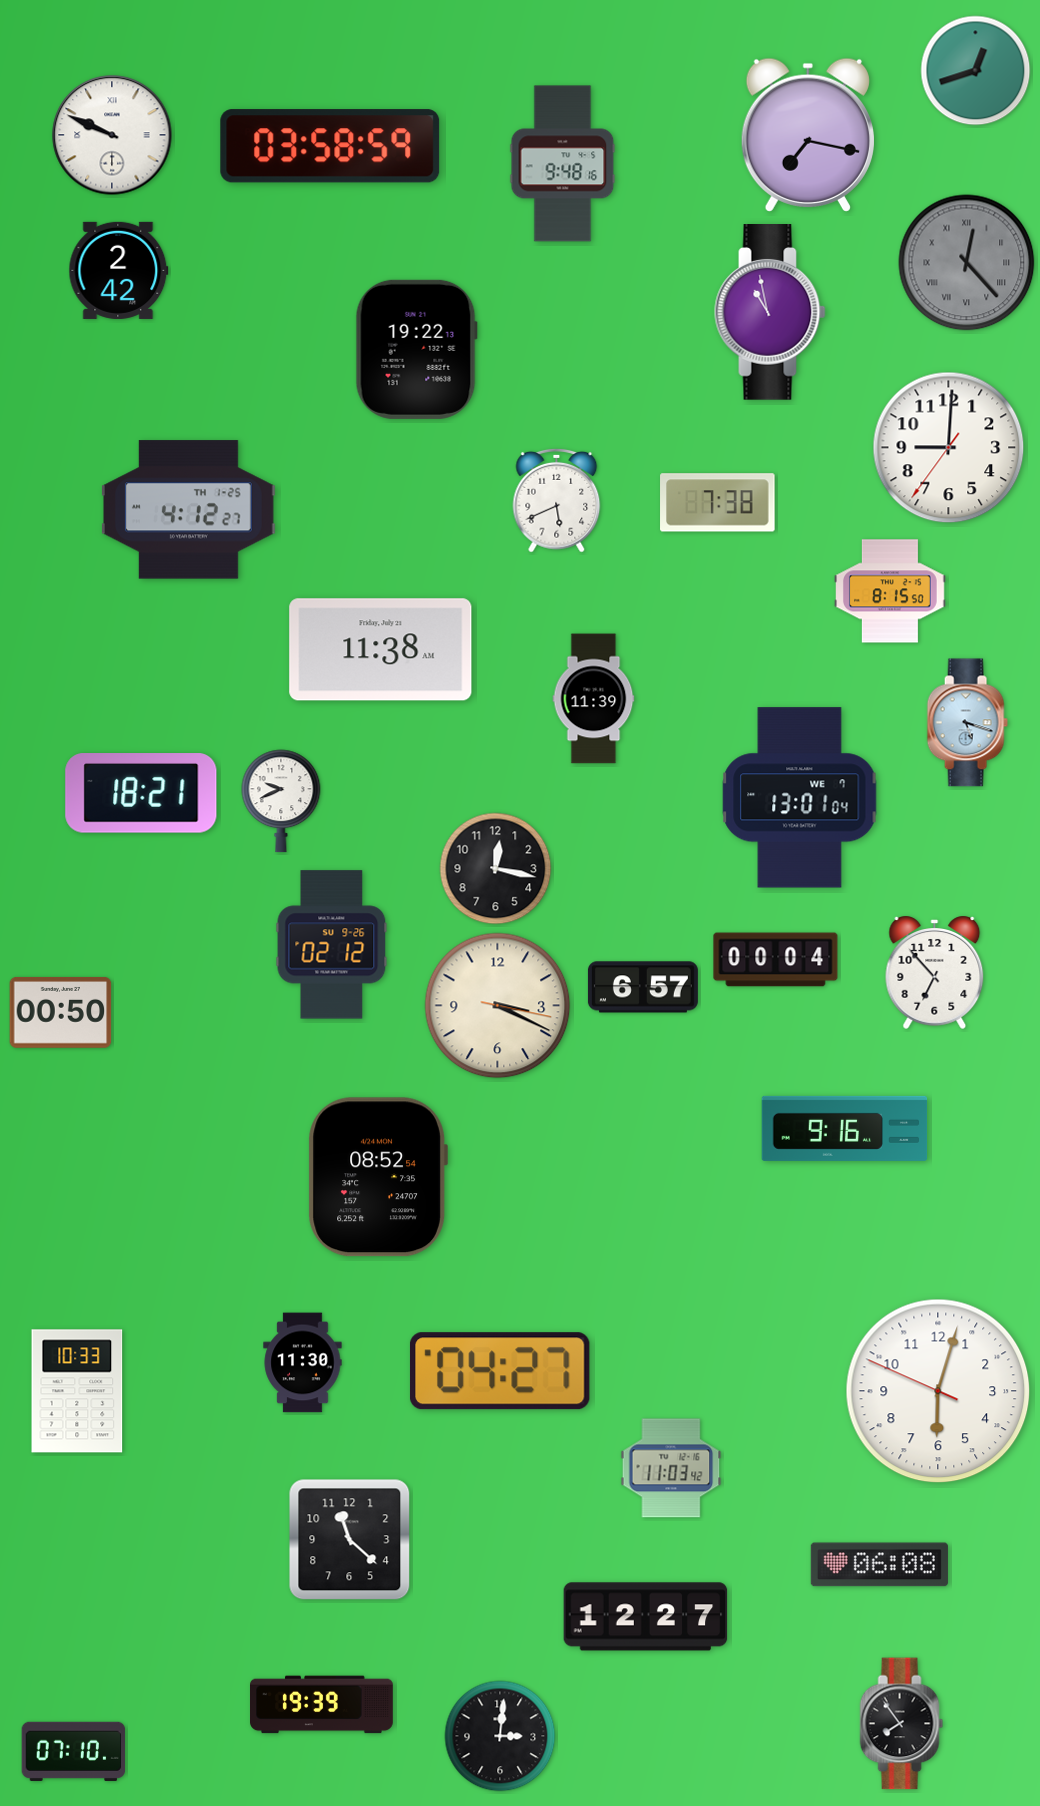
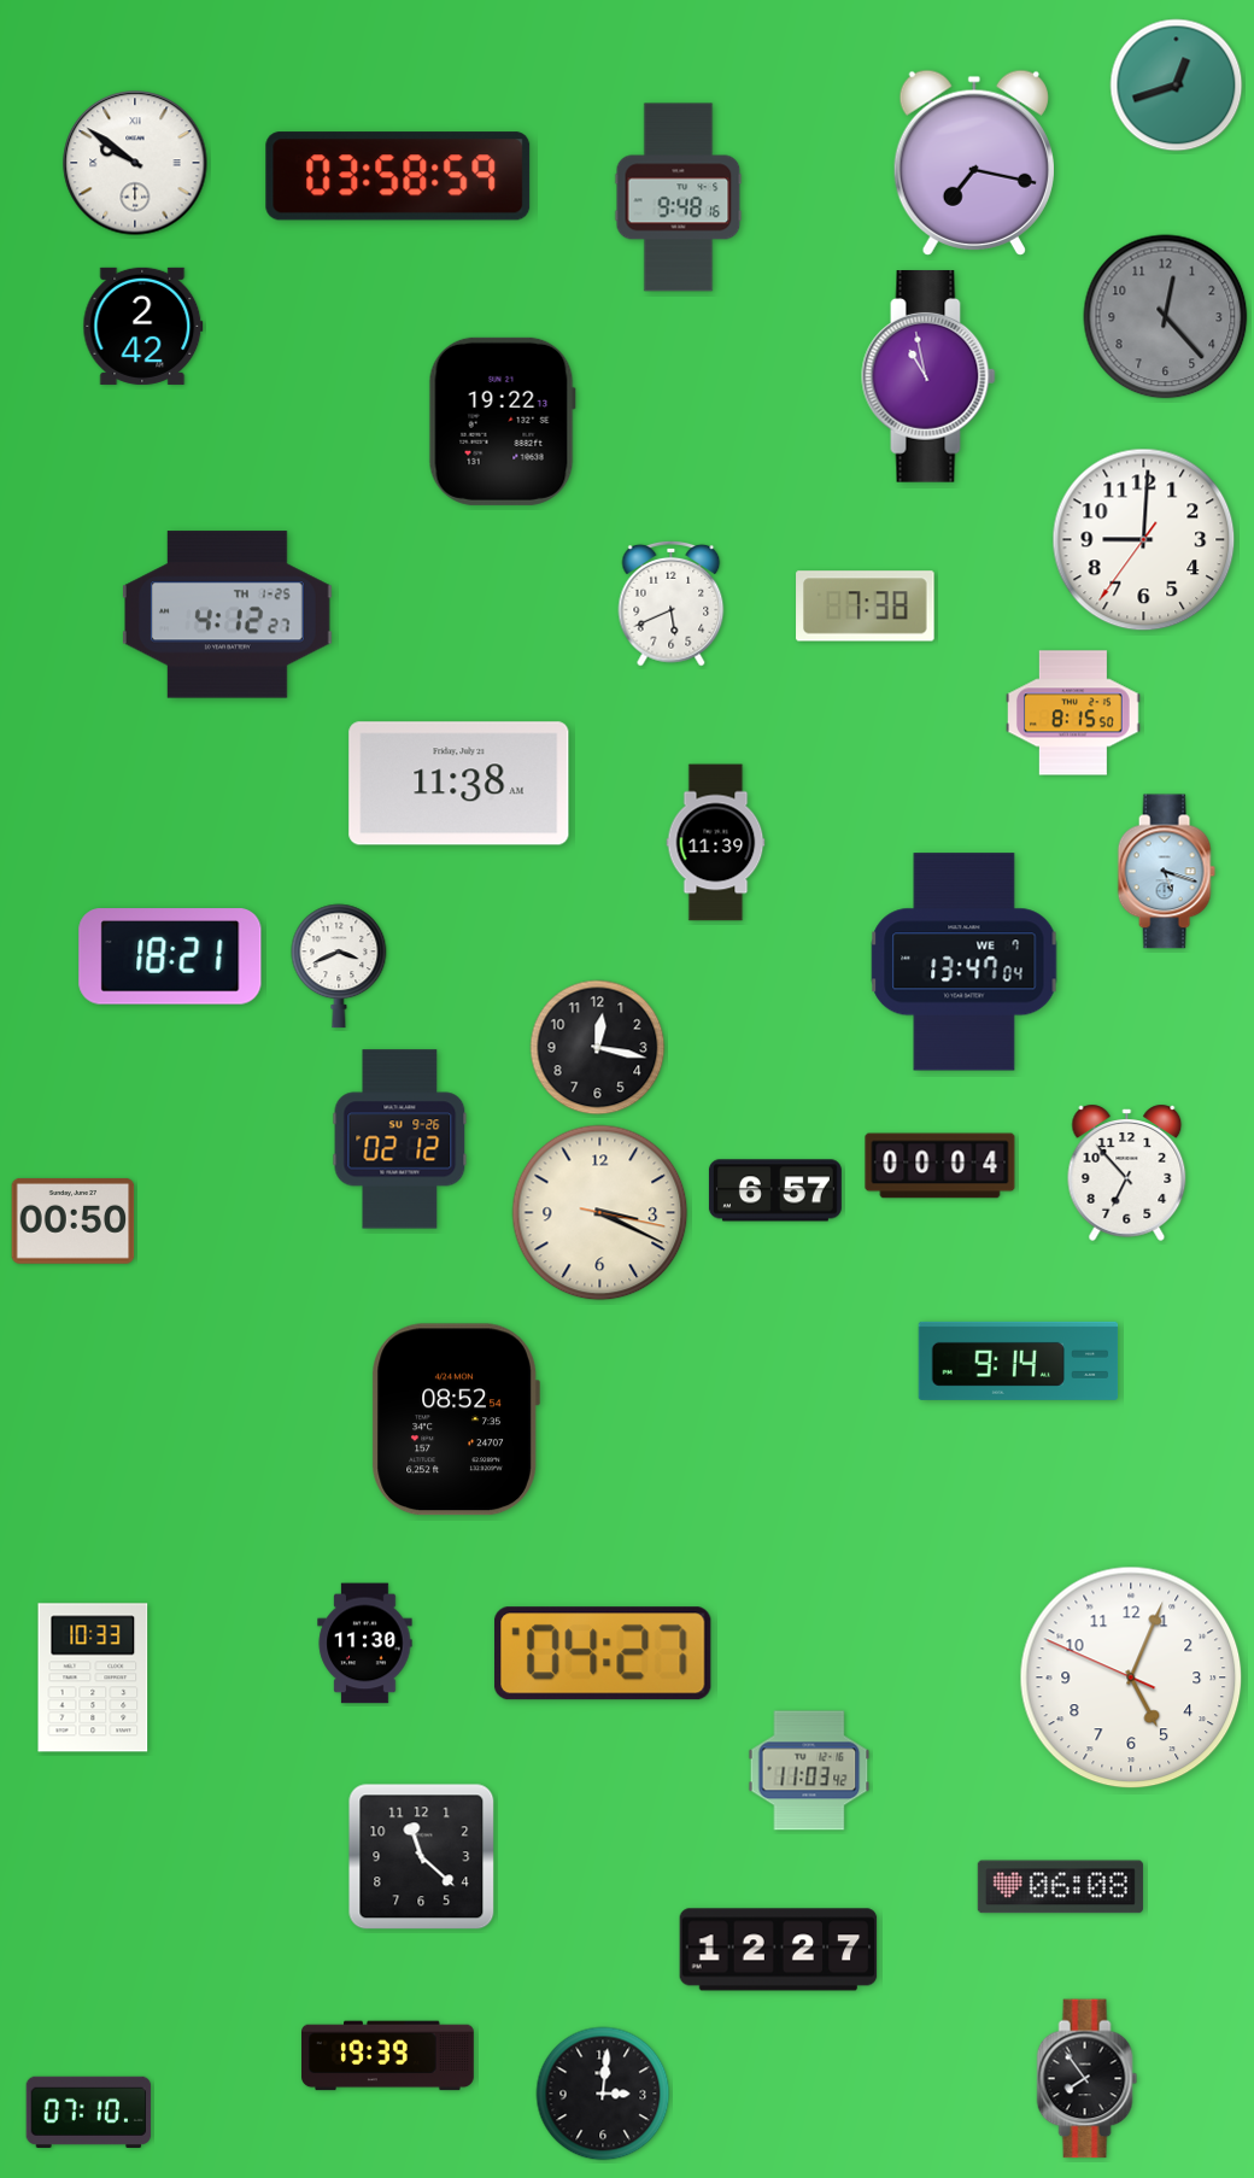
clock at (112, 135): 9:49 -> 9:51
clock at (967, 263) numerals: Roman -> Arabic
clock at (800, 798): 13:01 -> 13:47
clock at (281, 801): 9:41 -> 3:41
clock at (776, 960) position: (776, 960) -> (940, 1166)
clock at (845, 1128): 9:16 -> 9:14
clock at (938, 1391): 6:02 -> 5:03
